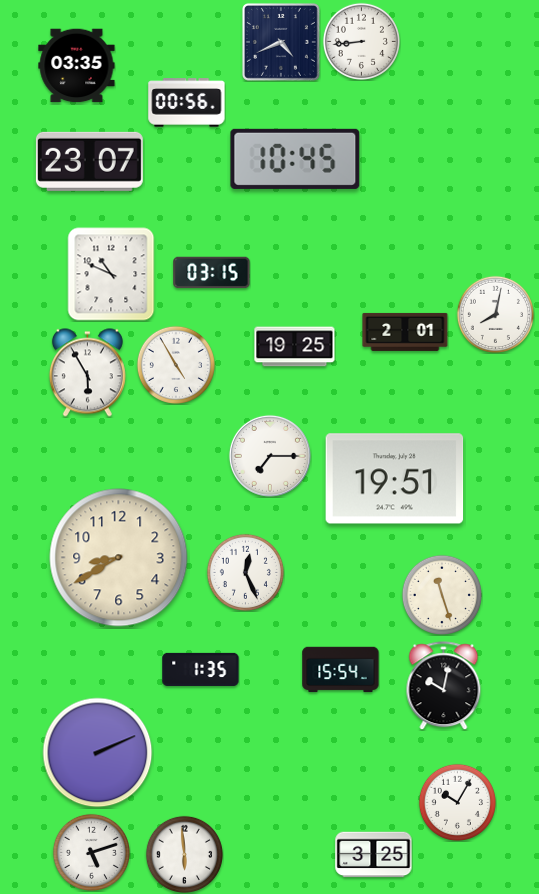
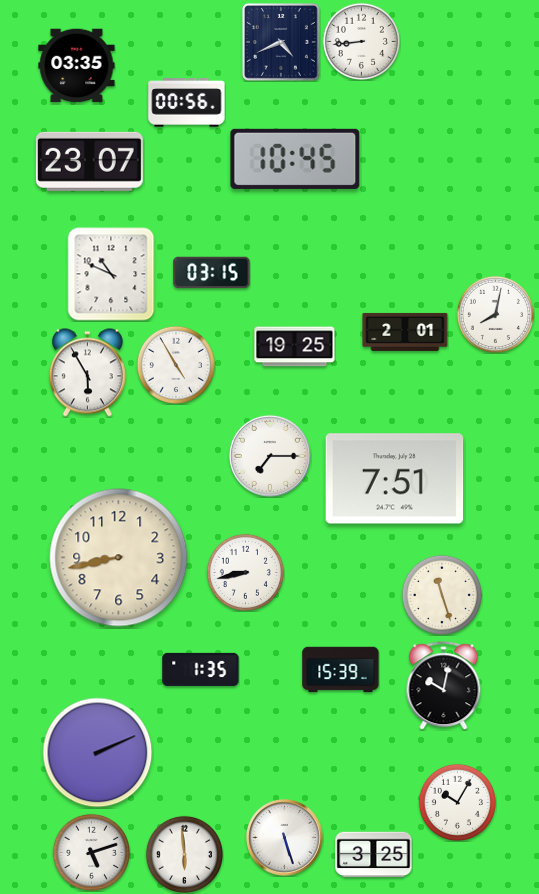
clock at (395, 479): 19:51 -> 7:51
clock at (119, 558): 8:40 -> 8:43
clock at (245, 572): 12:26 -> 8:43
clock at (341, 670): 15:54 -> 15:39
clock at (285, 838): none -> 5:27
